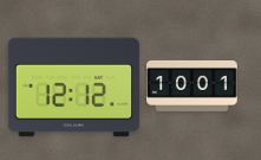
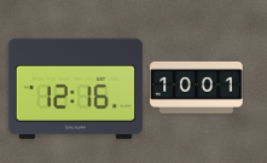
clock at (74, 88): 12:12 -> 12:16
